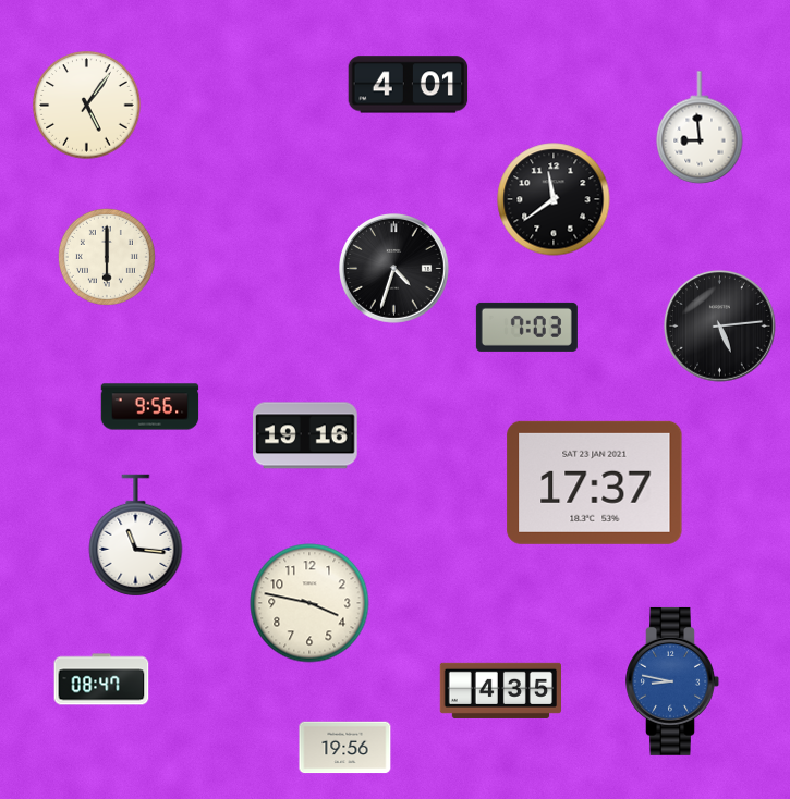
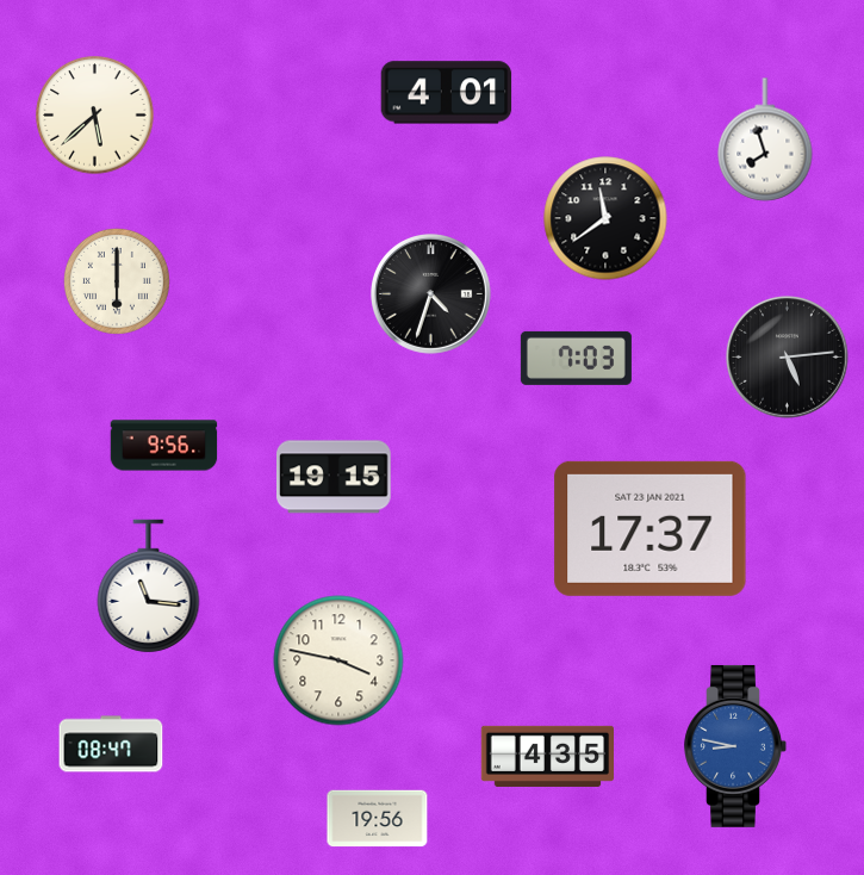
clock at (87, 106): 5:06 -> 5:38
clock at (700, 127): 8:59 -> 7:57
clock at (306, 435): 19:16 -> 19:15
